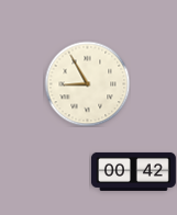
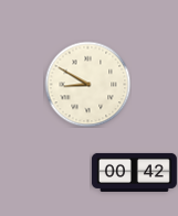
clock at (87, 83): 8:55 -> 8:50
